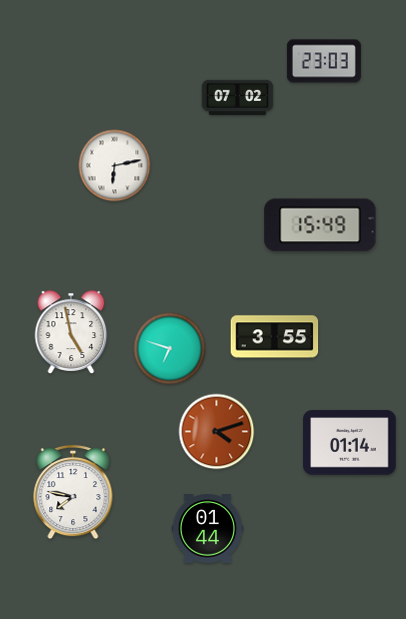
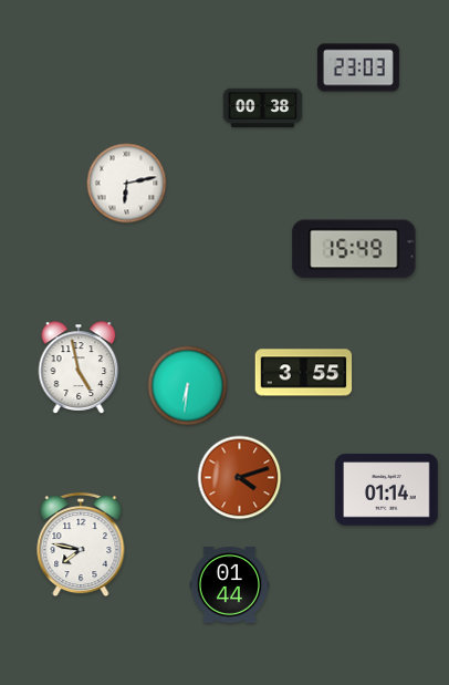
clock at (238, 98): 07:02 -> 00:38
clock at (170, 349): 6:48 -> 6:31
